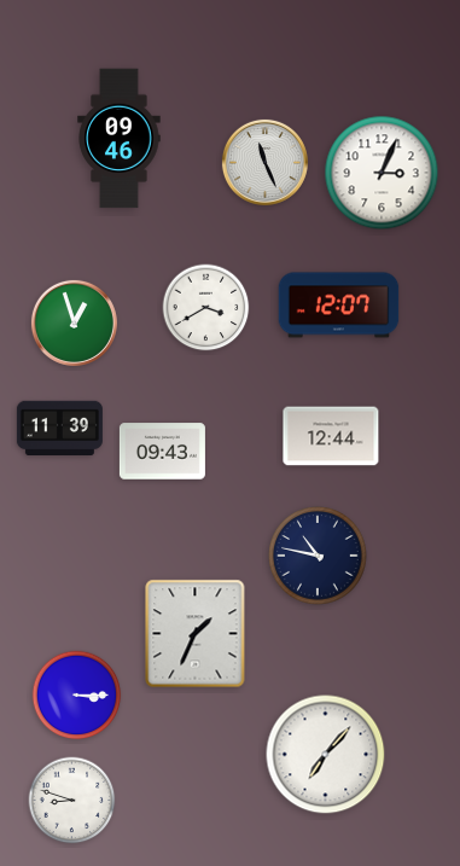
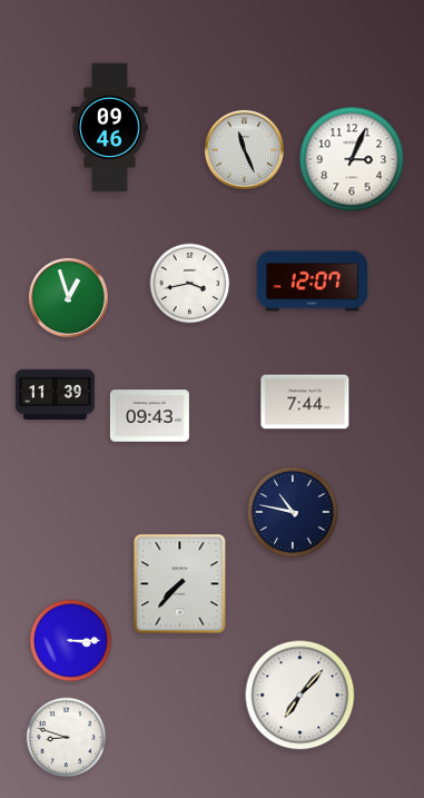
clock at (206, 308): 3:40 -> 3:43
clock at (331, 436): 12:44 -> 7:44
clock at (196, 634): 1:34 -> 7:37
